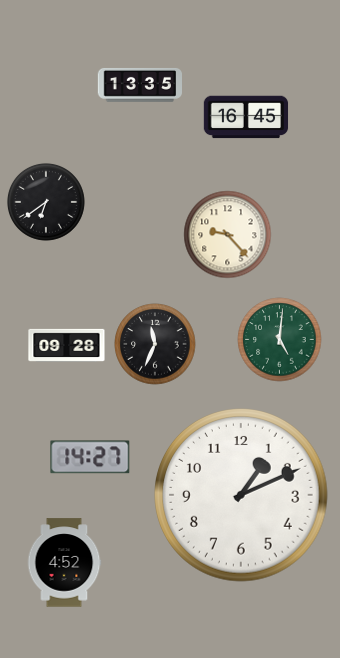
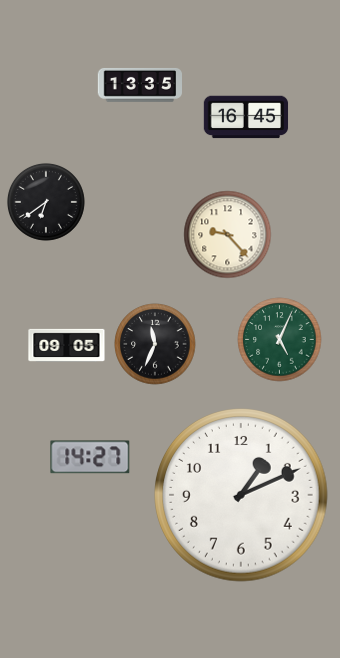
clock at (280, 340): 5:01 -> 5:04
clock at (67, 345): 09:28 -> 09:05
clock at (64, 563): 4:52 -> none
